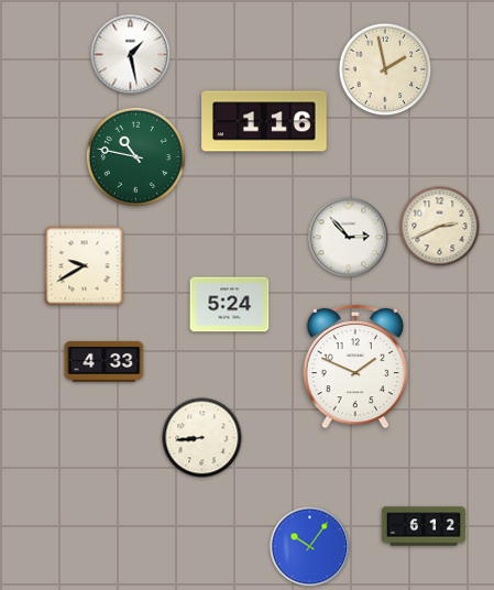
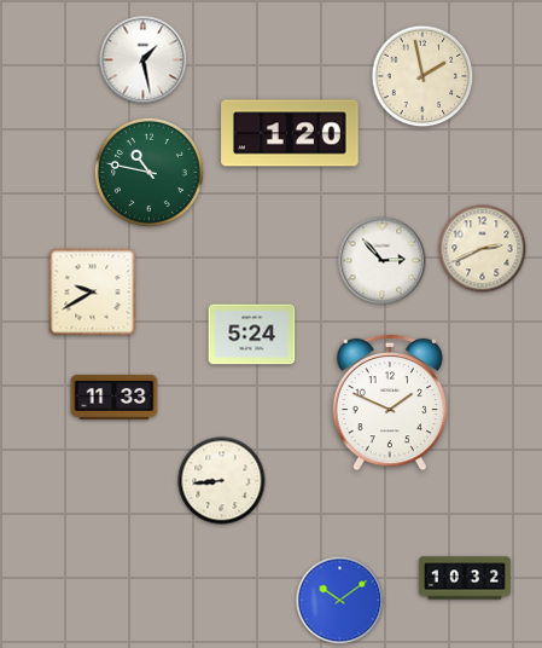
clock at (264, 121): 1:16 -> 1:20
clock at (105, 361): 4:33 -> 11:33
clock at (424, 526): 6:12 -> 10:32
clock at (310, 547): 10:06 -> 10:09
